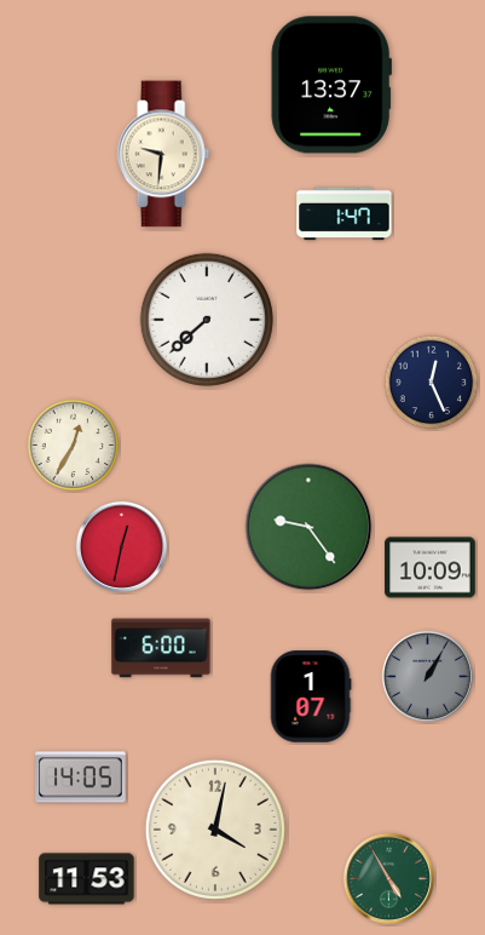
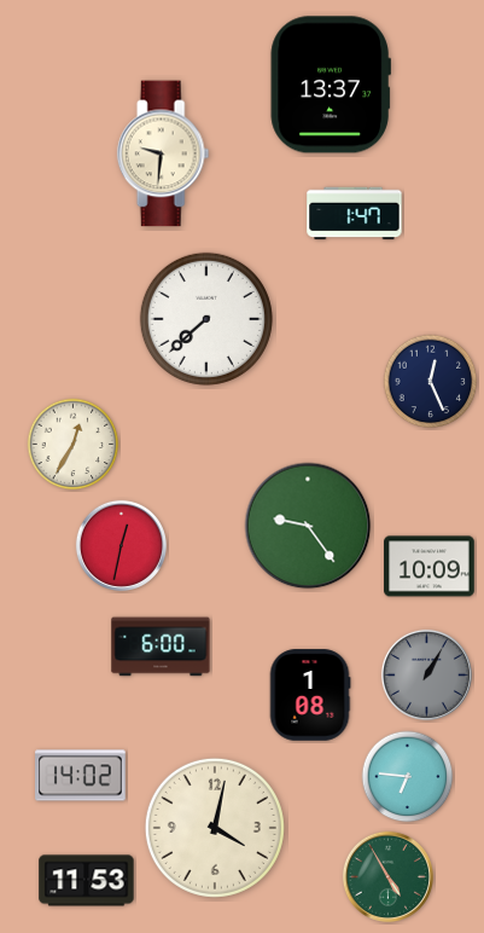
clock at (345, 214) position: (345, 214) -> (355, 214)
clock at (311, 696): 1:07 -> 1:08
clock at (81, 778): 14:05 -> 14:02
clock at (408, 777): none -> 6:46
clock at (87, 879) position: (87, 879) -> (87, 881)
